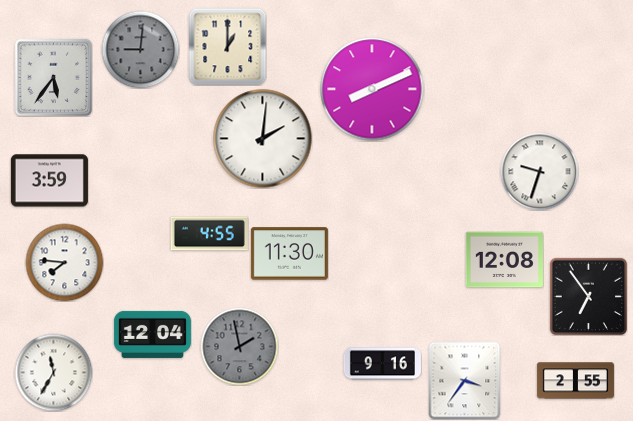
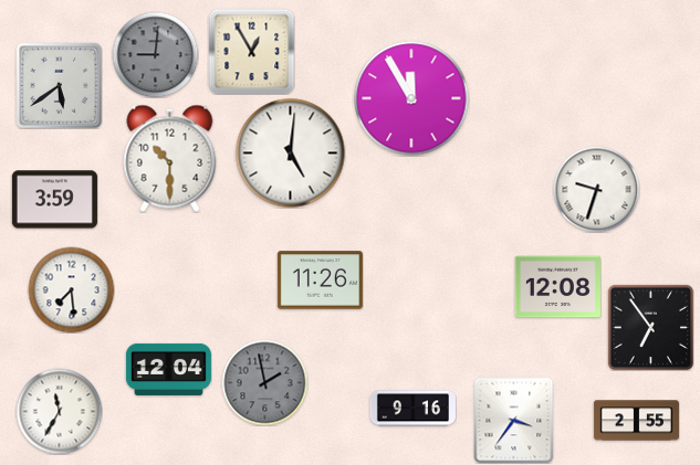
clock at (227, 46): 1:00 -> 12:55
clock at (53, 77): 5:36 -> 5:39
clock at (372, 89): 8:11 -> 11:55
clock at (263, 139): 2:01 -> 5:01
clock at (170, 158): none -> 10:30
clock at (209, 234): 4:55 -> none
clock at (289, 254): 11:30 -> 11:26
clock at (64, 262): 7:46 -> 7:29
clock at (382, 364) position: (382, 364) -> (412, 409)
